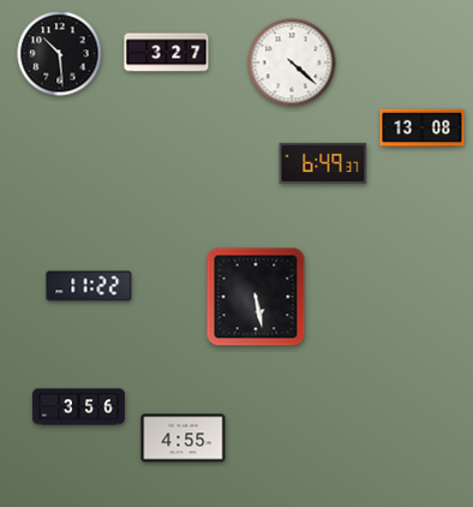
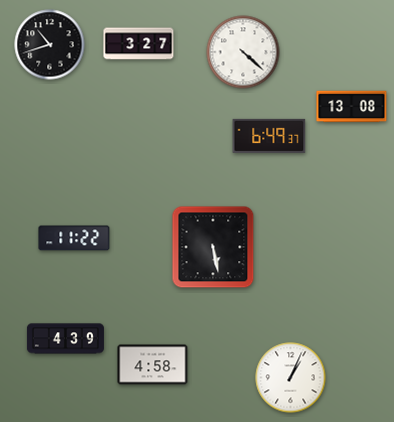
clock at (60, 54): 10:29 -> 10:42
clock at (78, 407): 3:56 -> 4:39
clock at (184, 439): 4:55 -> 4:58
clock at (291, 378): none -> 1:04
